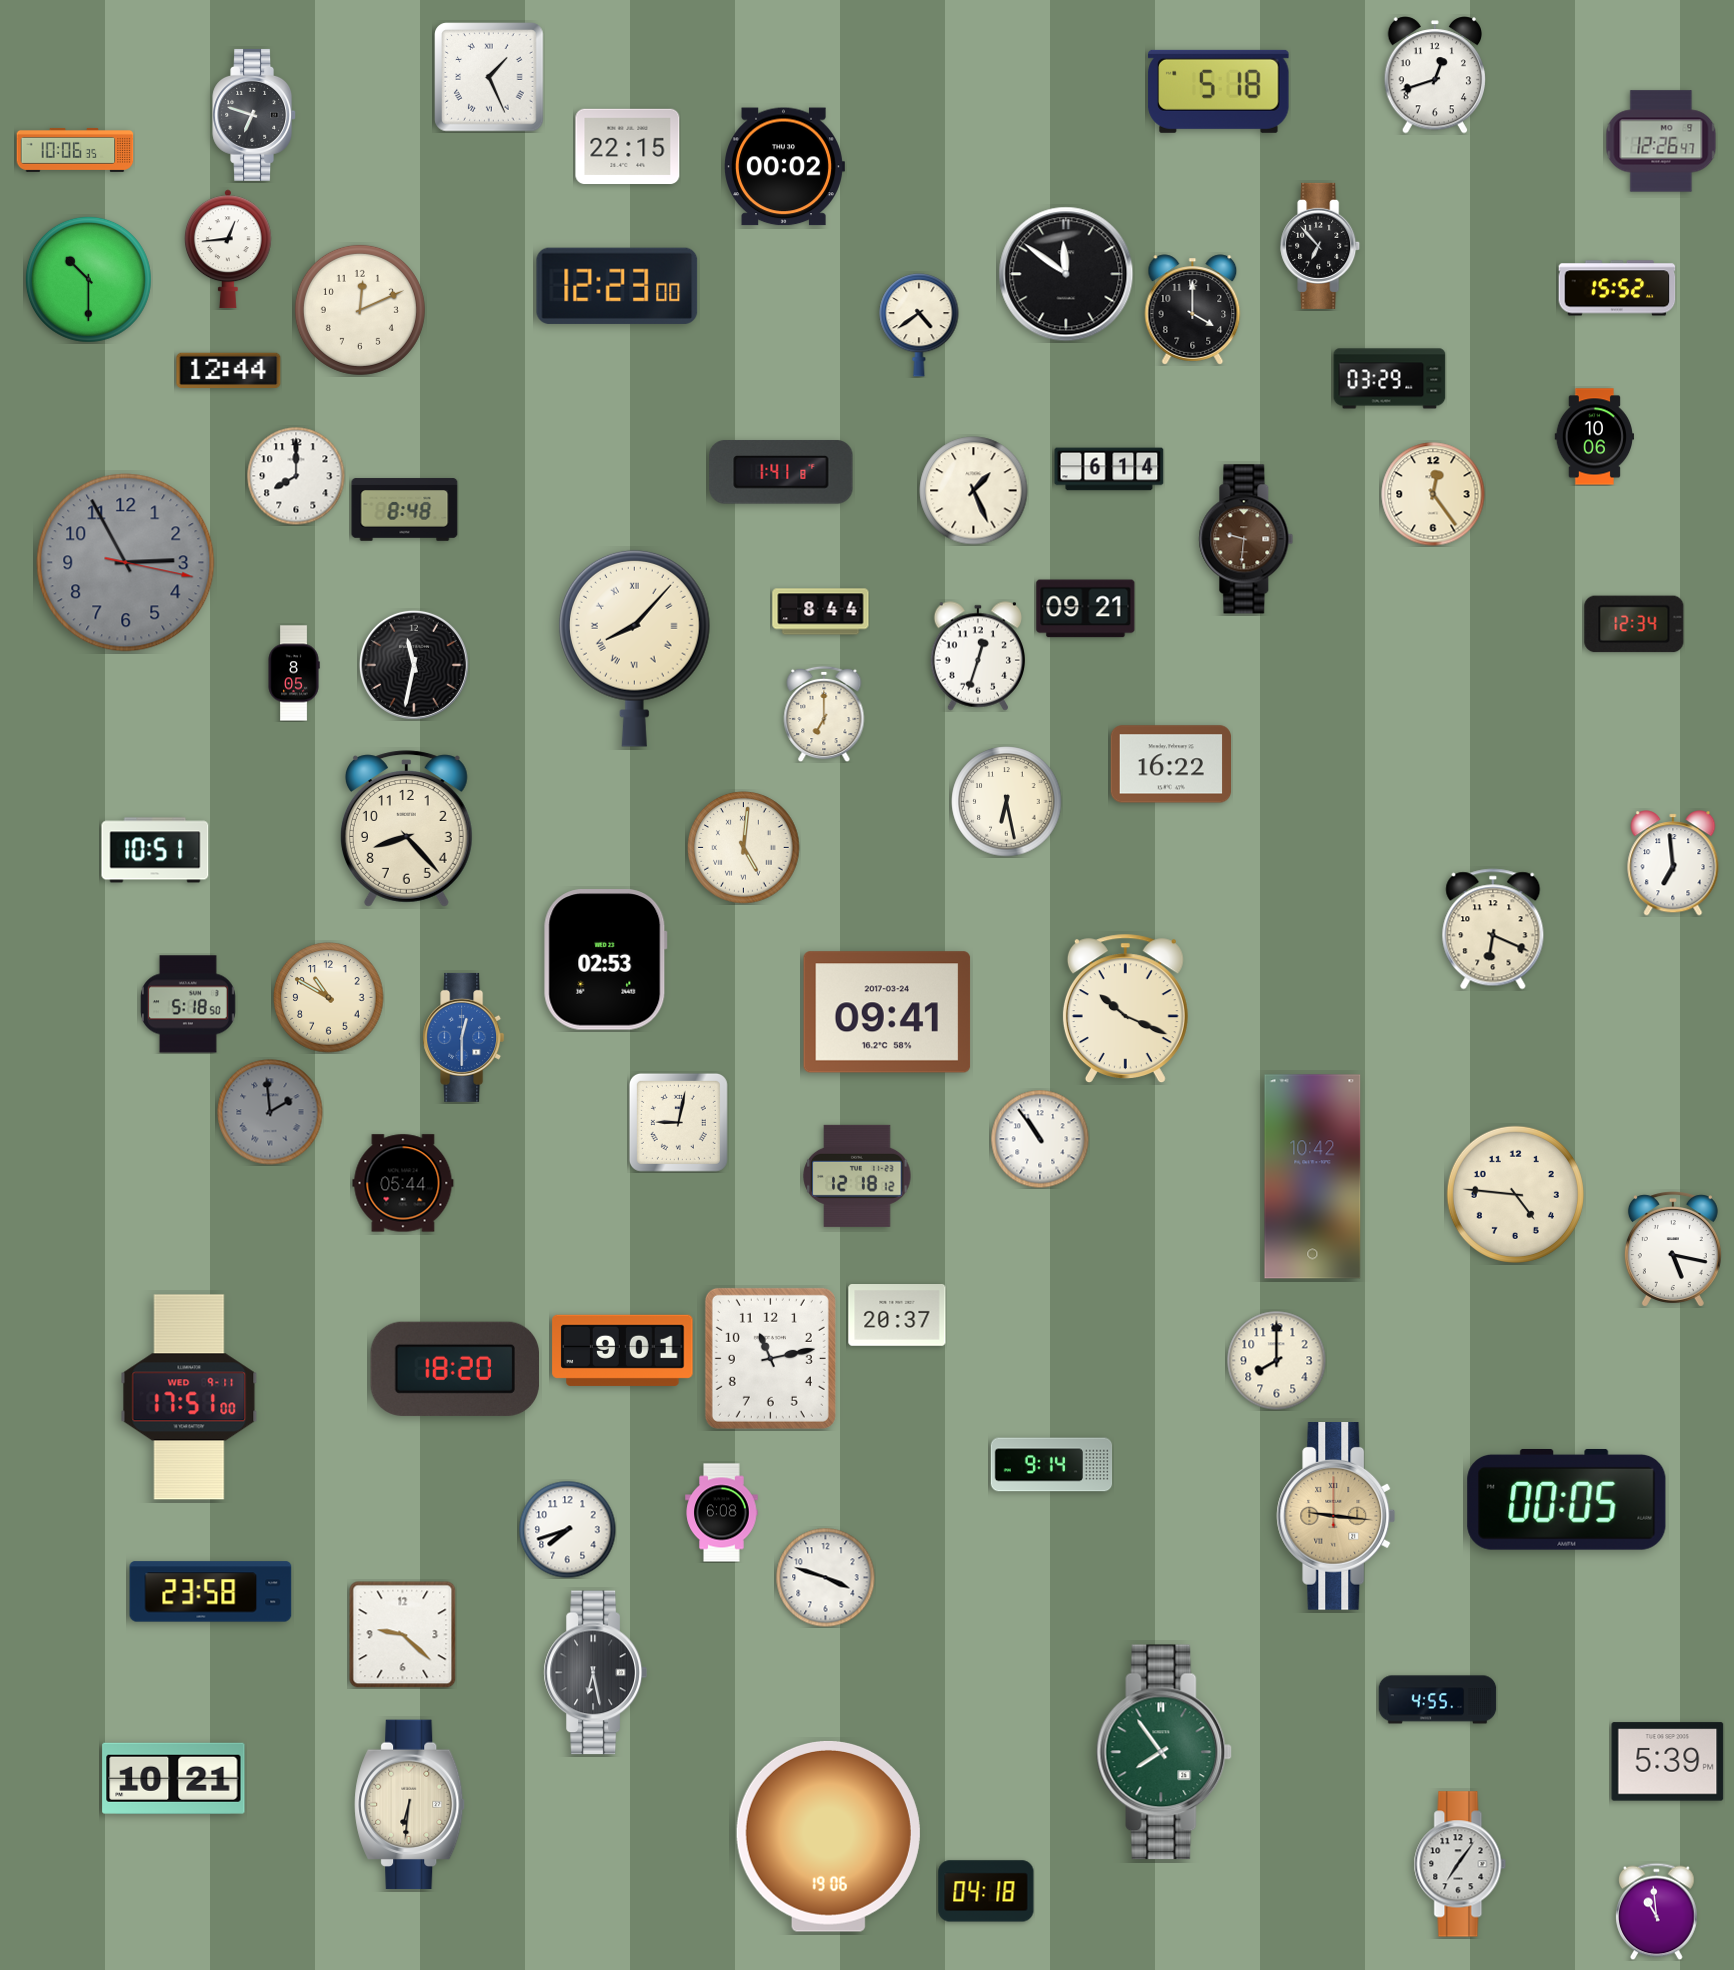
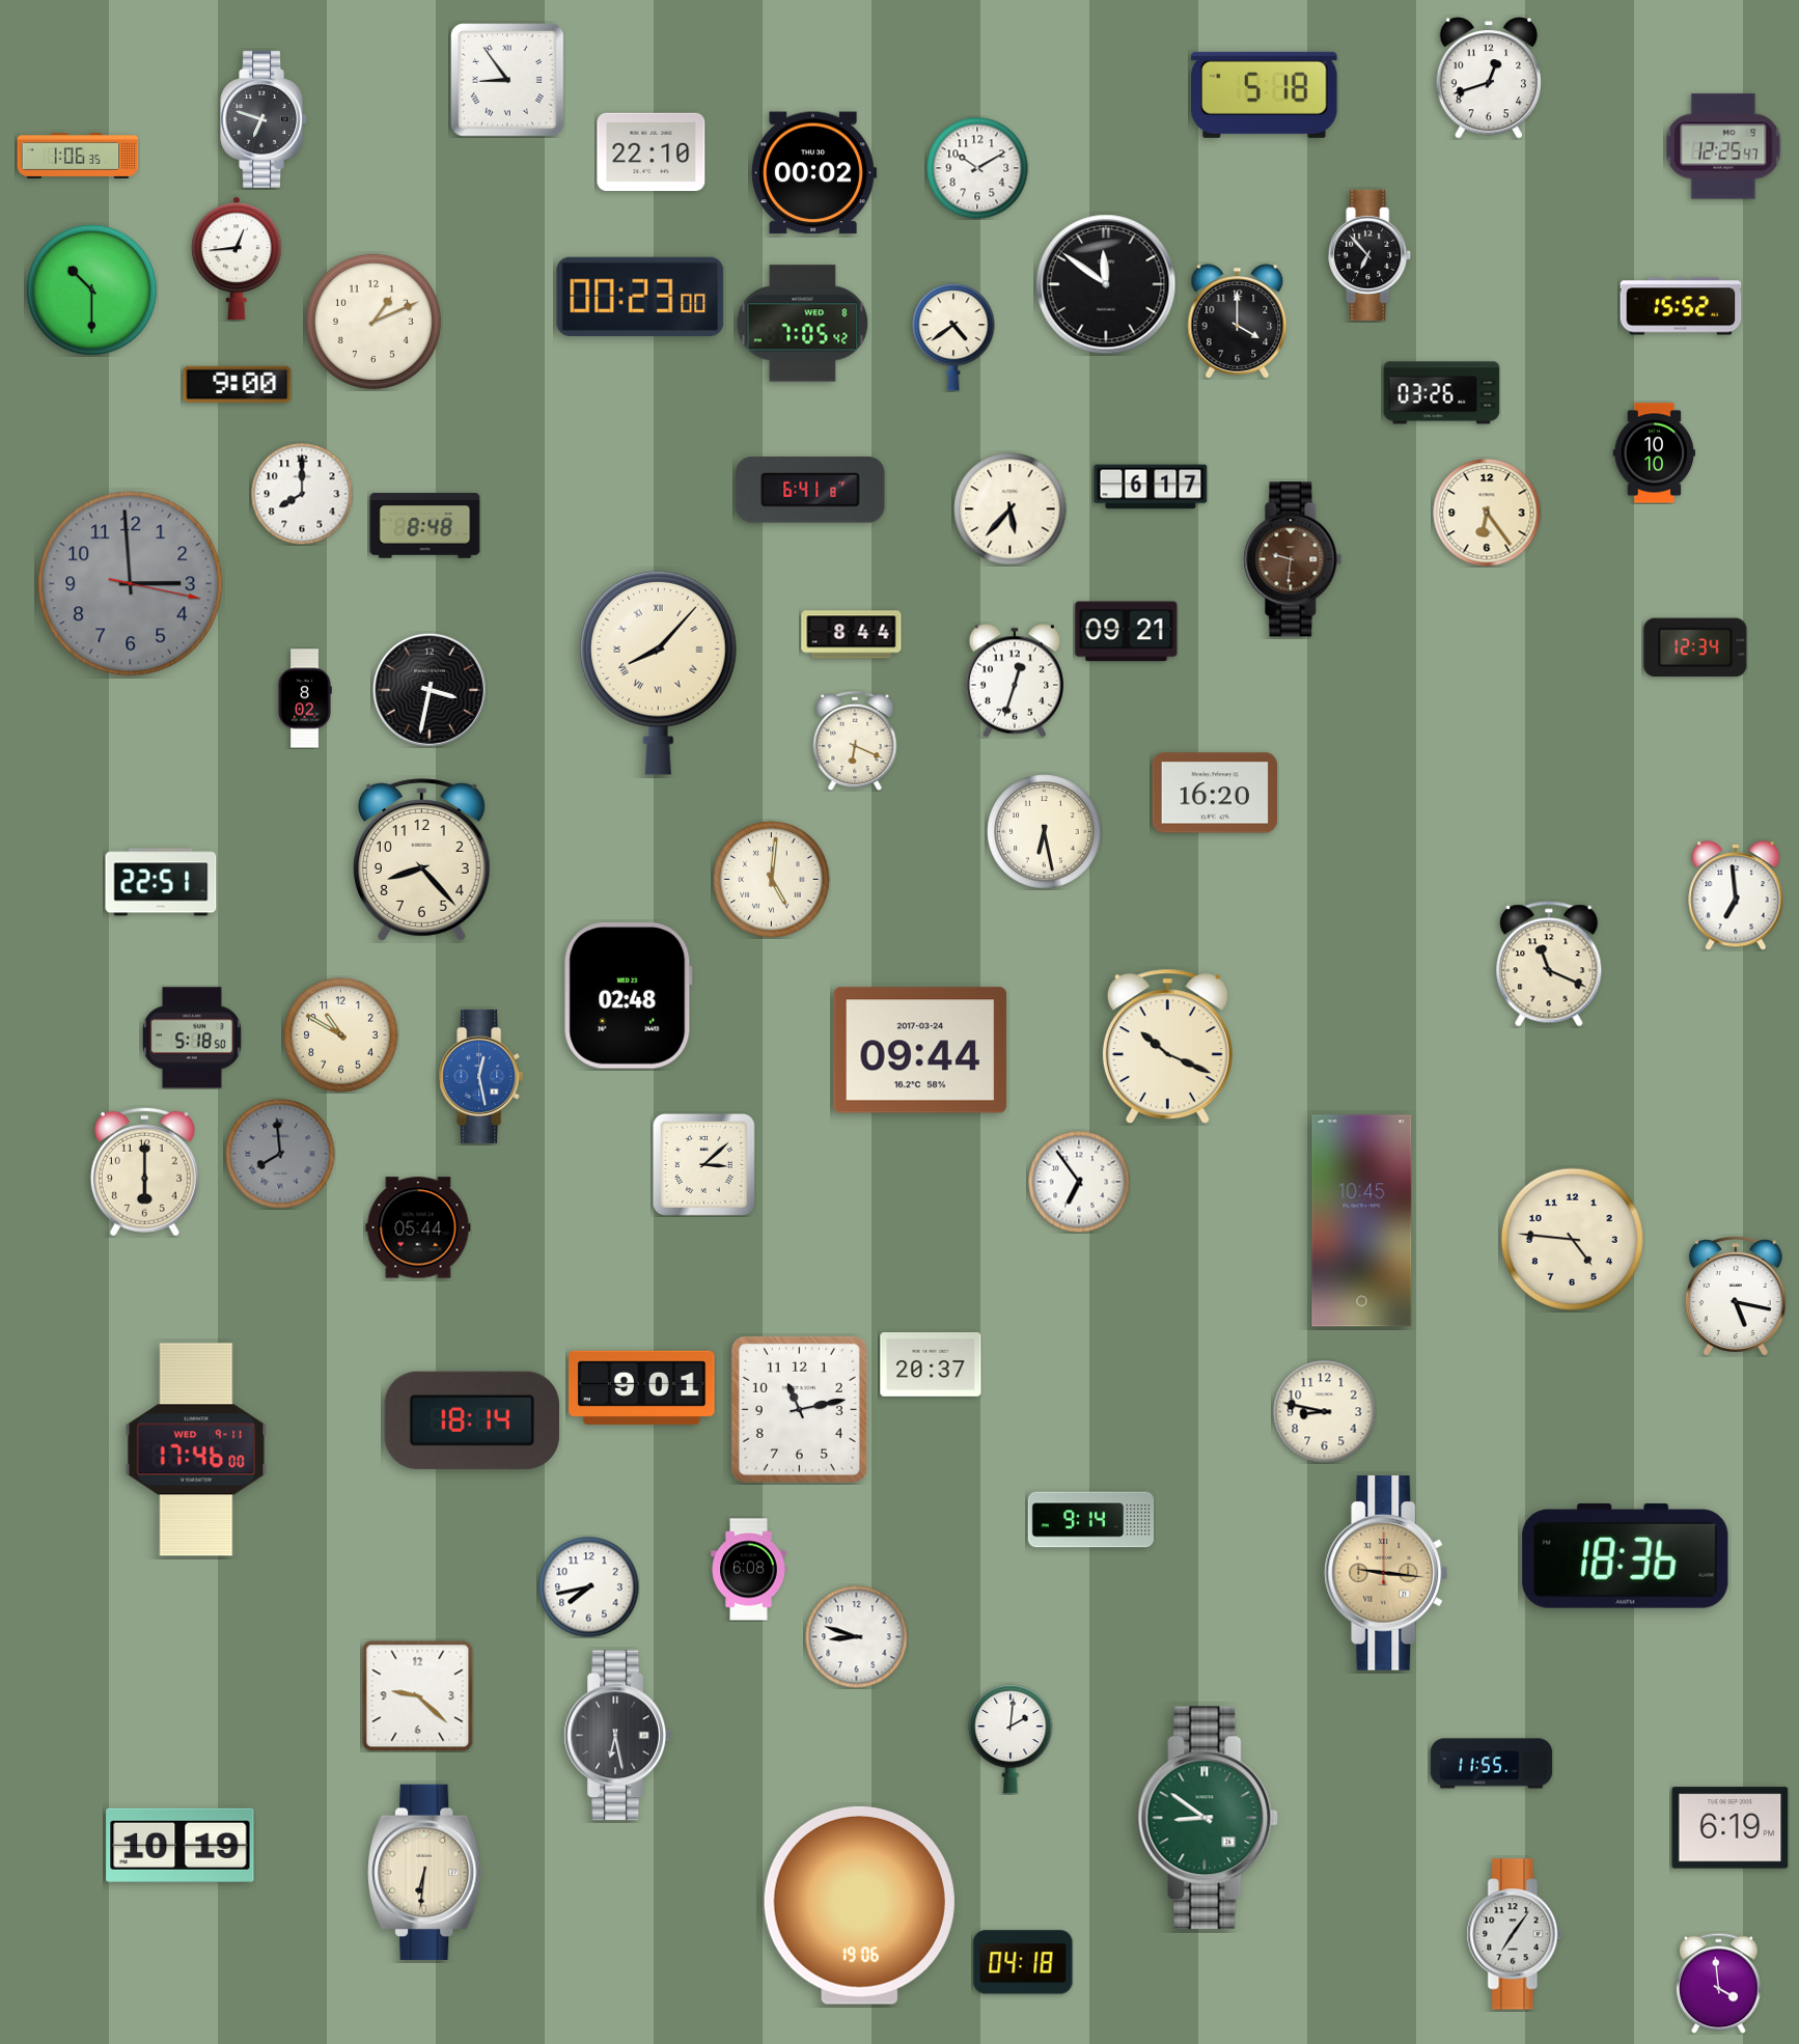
clock at (489, 77): 1:26 -> 8:54
clock at (1661, 141): 12:26 -> 12:25
clock at (628, 147): 22:15 -> 22:10
clock at (75, 150): 10:06 -> 1:06
clock at (977, 168): none -> 10:10
clock at (617, 286): 12:23 -> 00:23
clock at (1617, 288) position: (1617, 288) -> (1681, 306)
clock at (360, 310): 12:11 -> 1:11
clock at (803, 324): none -> 7:05
clock at (229, 370): 12:44 -> 9:00
clock at (1390, 379): 03:29 -> 03:26
clock at (1594, 437): 10:06 -> 10:10
clock at (1109, 469): 6:14 -> 6:17
clock at (781, 472): 1:41 -> 6:41
clock at (296, 476) position: (296, 476) -> (302, 494)
clock at (974, 491): 1:26 -> 5:37
clock at (1433, 494): 12:24 -> 6:24
clock at (405, 510) position: (405, 510) -> (425, 526)
clock at (126, 563): 2:55 -> 2:59
clock at (414, 665): 11:32 -> 3:32
clock at (294, 673): 8:05 -> 8:02
clock at (824, 714): 7:00 -> 6:19
clock at (1171, 764): 16:22 -> 16:20
clock at (155, 850): 10:51 -> 22:51
clock at (1493, 929): 6:19 -> 11:19
clock at (605, 960): 02:53 -> 02:48
clock at (188, 1004) position: (188, 1004) -> (192, 1038)
clock at (887, 1012): 09:41 -> 09:44
clock at (464, 1037): 12:30 -> 12:28
clock at (270, 1112): 1:59 -> 7:59
clock at (678, 1122): 9:02 -> 3:08
clock at (144, 1171): none -> 6:00
clock at (1040, 1139): 10:54 -> 6:54
clock at (857, 1176): 12:18 -> none
clock at (1313, 1177): 10:42 -> 10:45
clock at (623, 1350) position: (623, 1350) -> (642, 1387)
clock at (1277, 1361): 8:00 -> 8:47
clock at (454, 1369): 18:20 -> 18:14
clock at (189, 1397): 17:51 -> 17:46
clock at (1567, 1499): 00:05 -> 18:36
clock at (567, 1529): 7:42 -> 7:43
clock at (826, 1578): 3:48 -> 8:48
clock at (211, 1592): 23:58 -> none
clock at (1011, 1739): none -> 2:01
clock at (1438, 1700): 4:55 -> 11:55
clock at (1164, 1752): 7:54 -> 8:51
clock at (1668, 1762): 5:39 -> 6:19
clock at (174, 1778): 10:21 -> 10:19
clock at (1657, 1911): 10:59 -> 3:59
